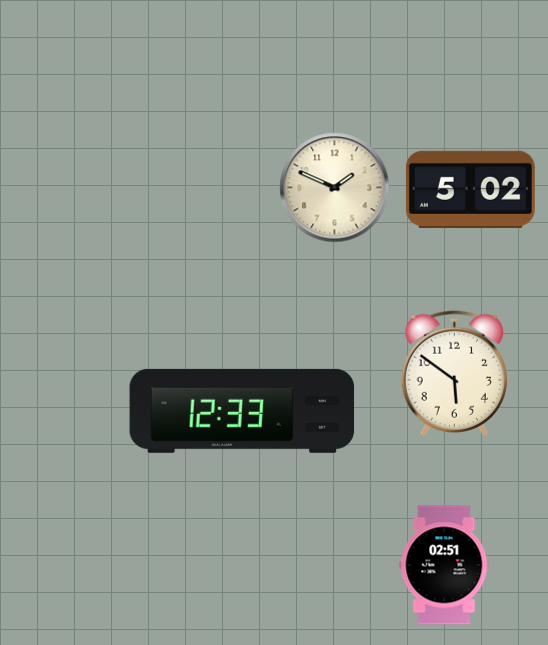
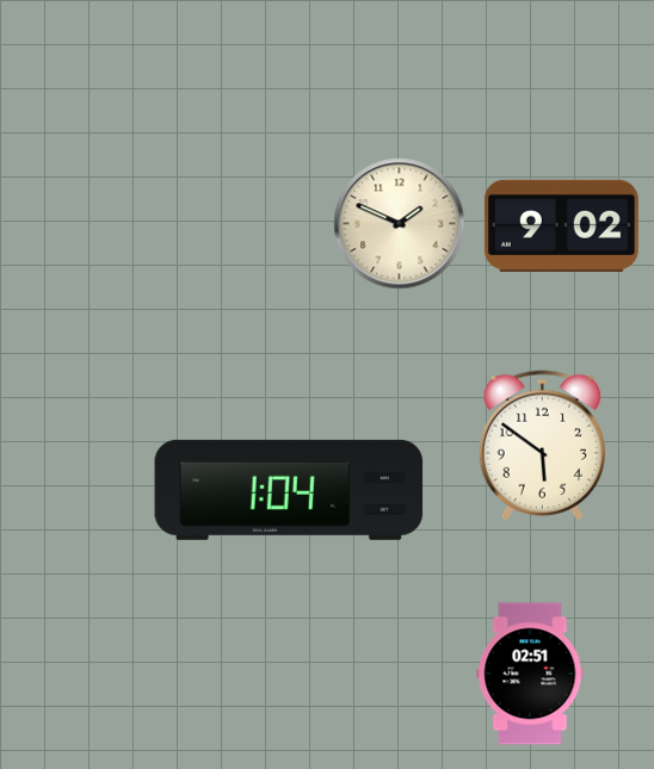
clock at (470, 189): 5:02 -> 9:02
clock at (242, 411): 12:33 -> 1:04
